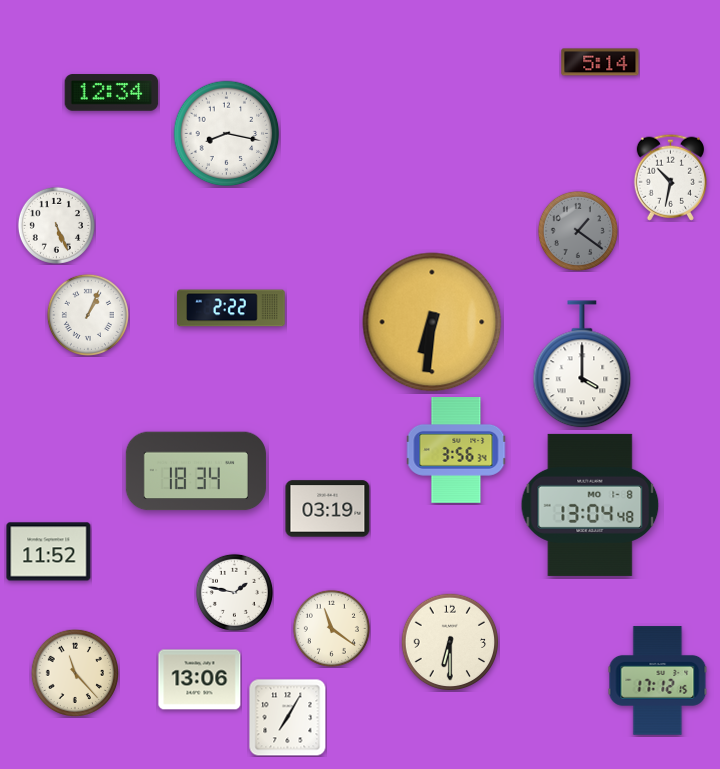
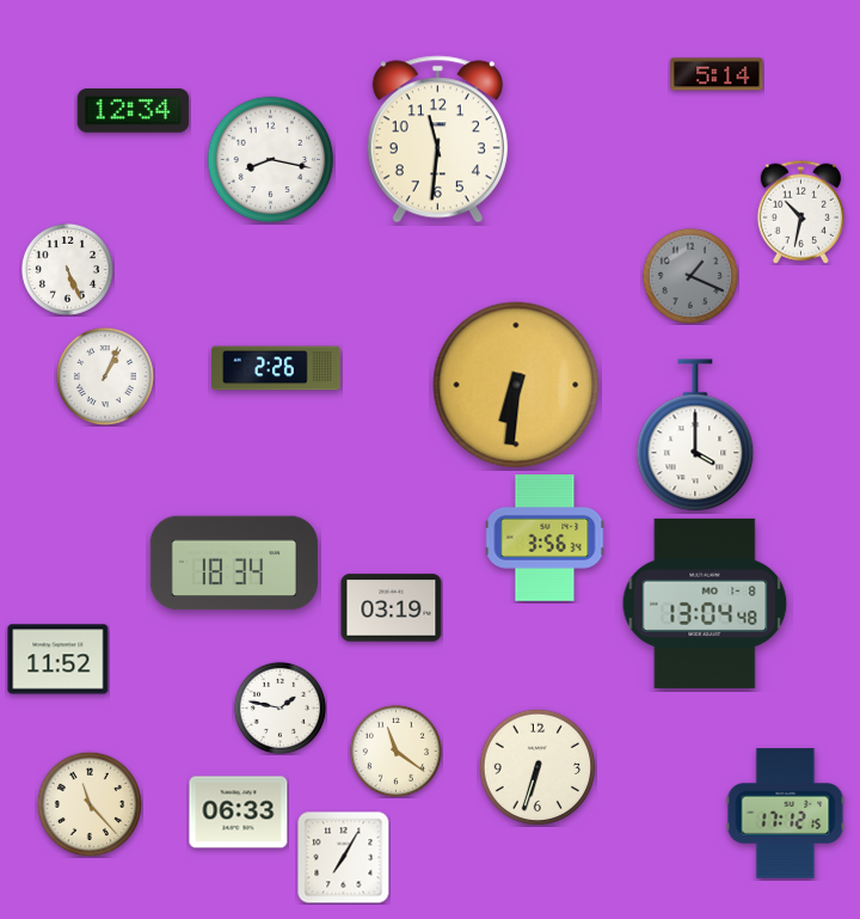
clock at (437, 140): none -> 11:31
clock at (578, 231): 1:21 -> 1:19
clock at (231, 308): 2:22 -> 2:26
clock at (450, 642): 6:30 -> 6:33
clock at (200, 680): 13:06 -> 06:33
